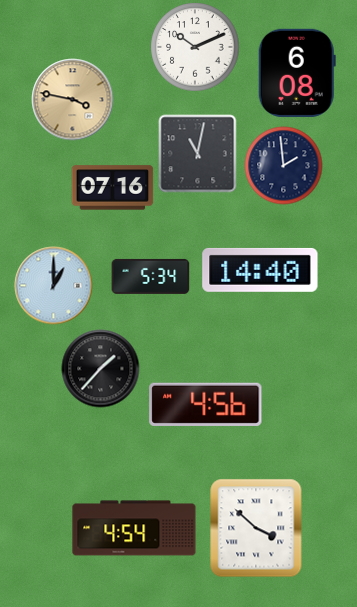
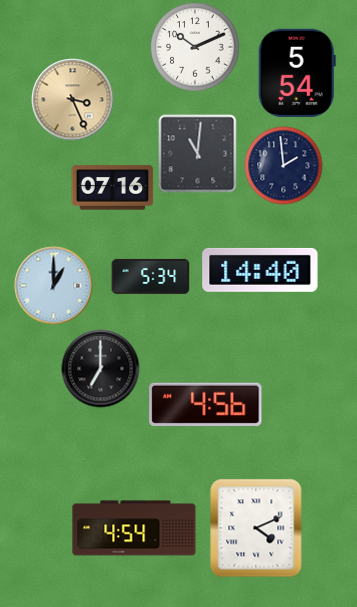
clock at (297, 73): 6:08 -> 5:54
clock at (72, 99): 3:47 -> 3:26
clock at (197, 153): 11:02 -> 11:01
clock at (100, 368): 1:37 -> 7:00
clock at (256, 528): 3:52 -> 4:11
